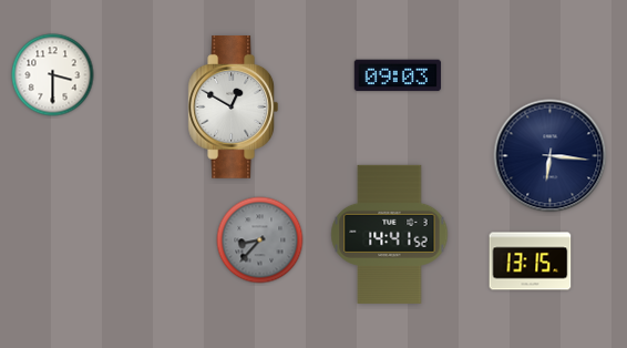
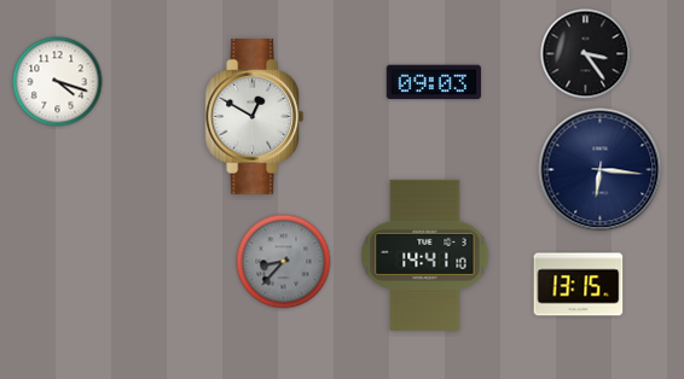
clock at (586, 54): none -> 3:24
clock at (53, 75): 3:30 -> 4:18
clock at (390, 234): 14:41:52 -> 14:41:10
